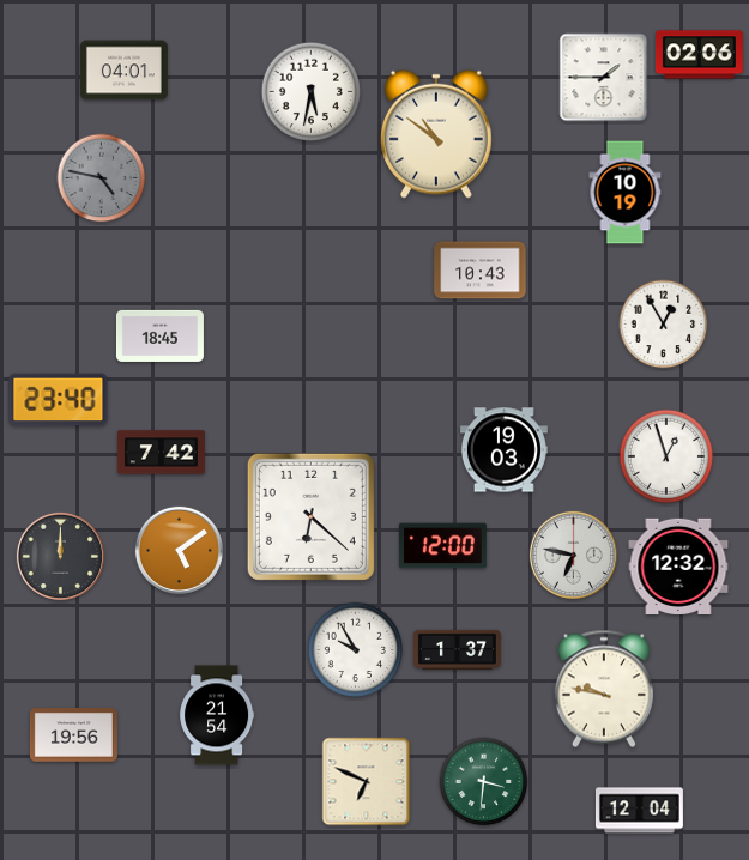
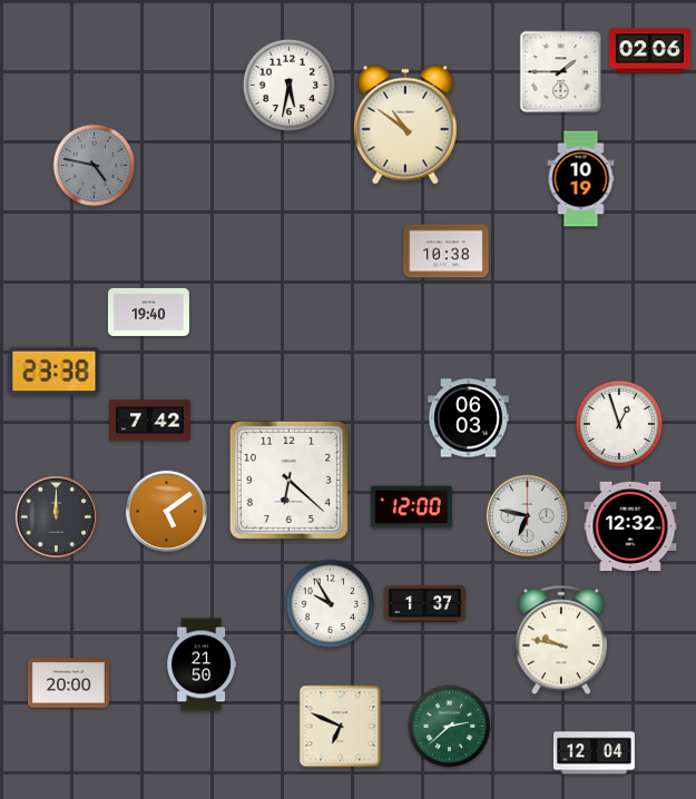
clock at (123, 71): 04:01 -> none
clock at (481, 271): 10:43 -> 10:38
clock at (664, 325): 12:55 -> none
clock at (159, 335): 18:45 -> 19:40
clock at (59, 400): 23:40 -> 23:38
clock at (503, 450): 19:03 -> 06:03
clock at (573, 555) position: (573, 555) -> (527, 515)
clock at (217, 715): 21:54 -> 21:50
clock at (73, 735): 19:56 -> 20:00
clock at (484, 782): 3:31 -> 2:38
